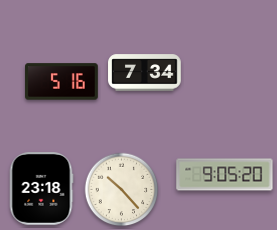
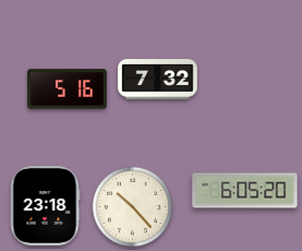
clock at (145, 73): 7:34 -> 7:32
clock at (225, 175): 9:05 -> 6:05
